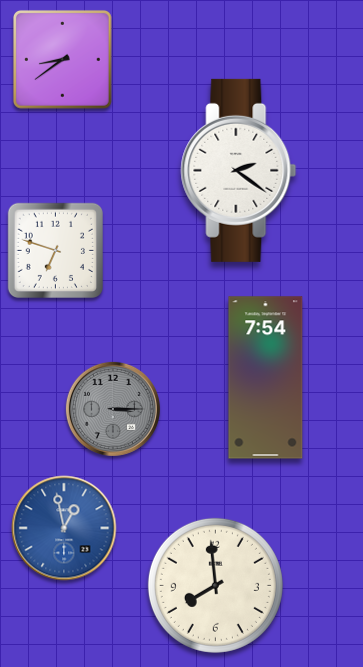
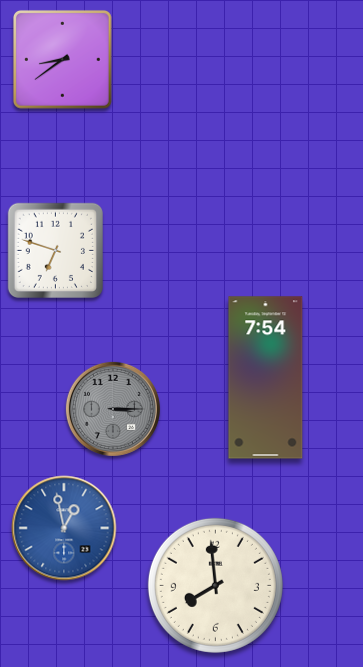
clock at (239, 170): 2:21 -> none
